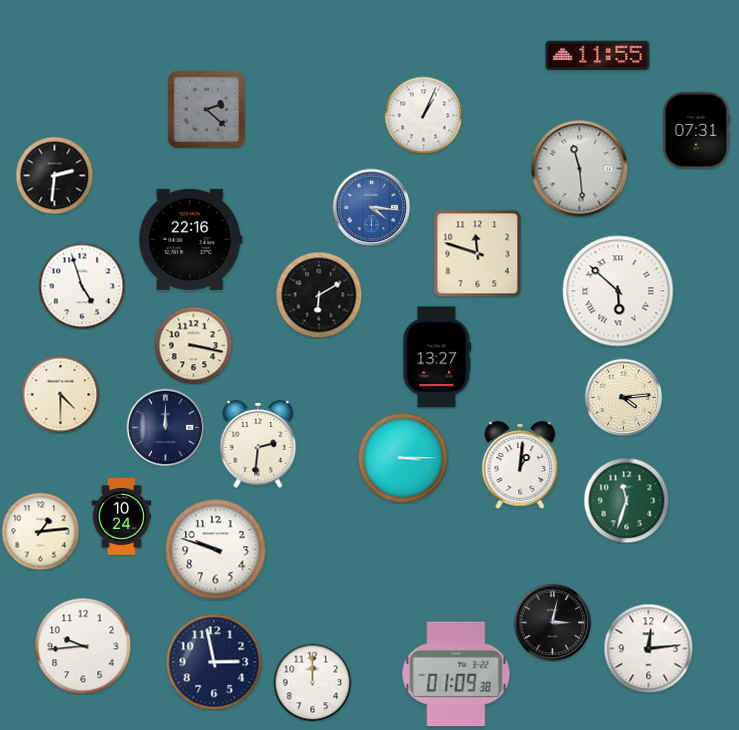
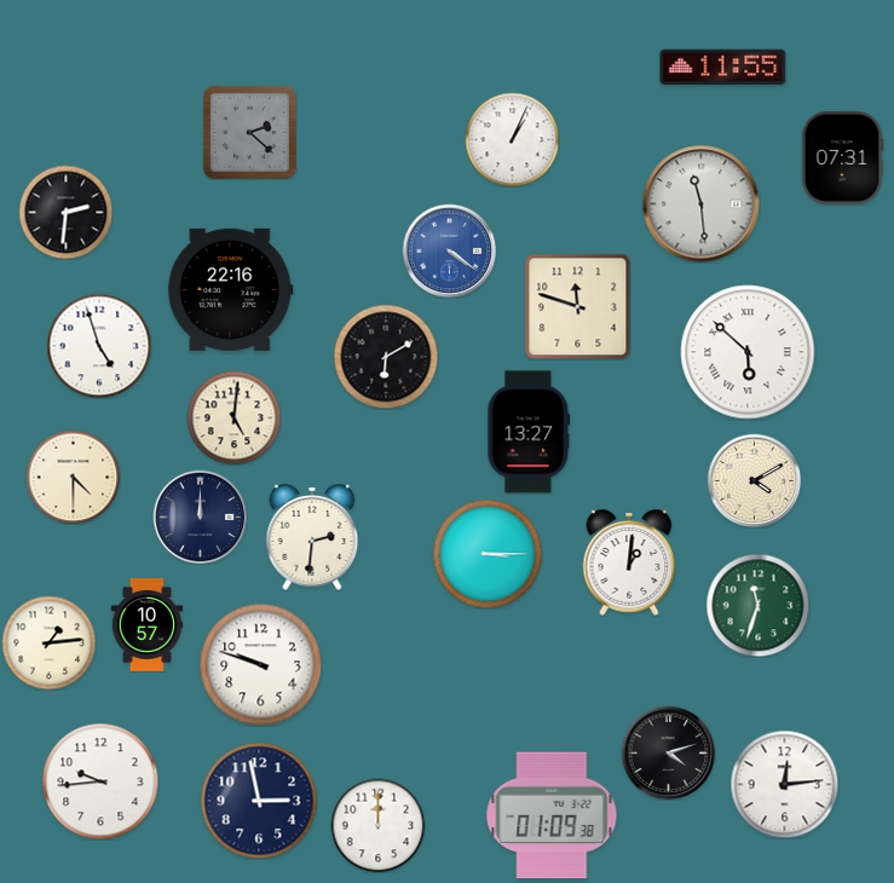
clock at (371, 207): 4:16 -> 4:21
clock at (193, 345): 3:17 -> 5:01
clock at (623, 397): 4:14 -> 4:10
clock at (122, 517): 10:24 -> 10:57
clock at (552, 622): 3:02 -> 4:12
